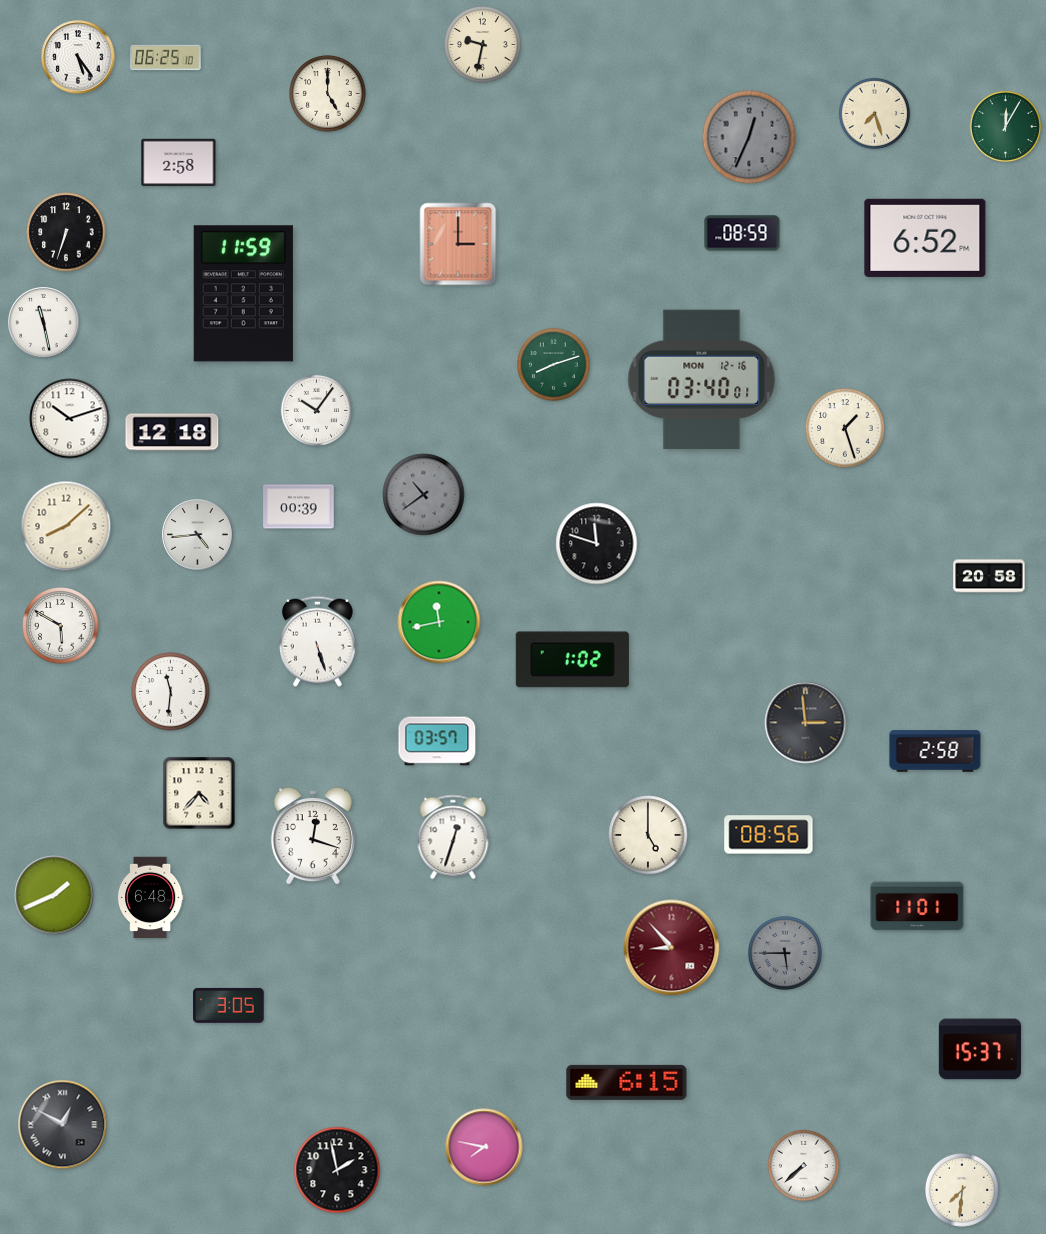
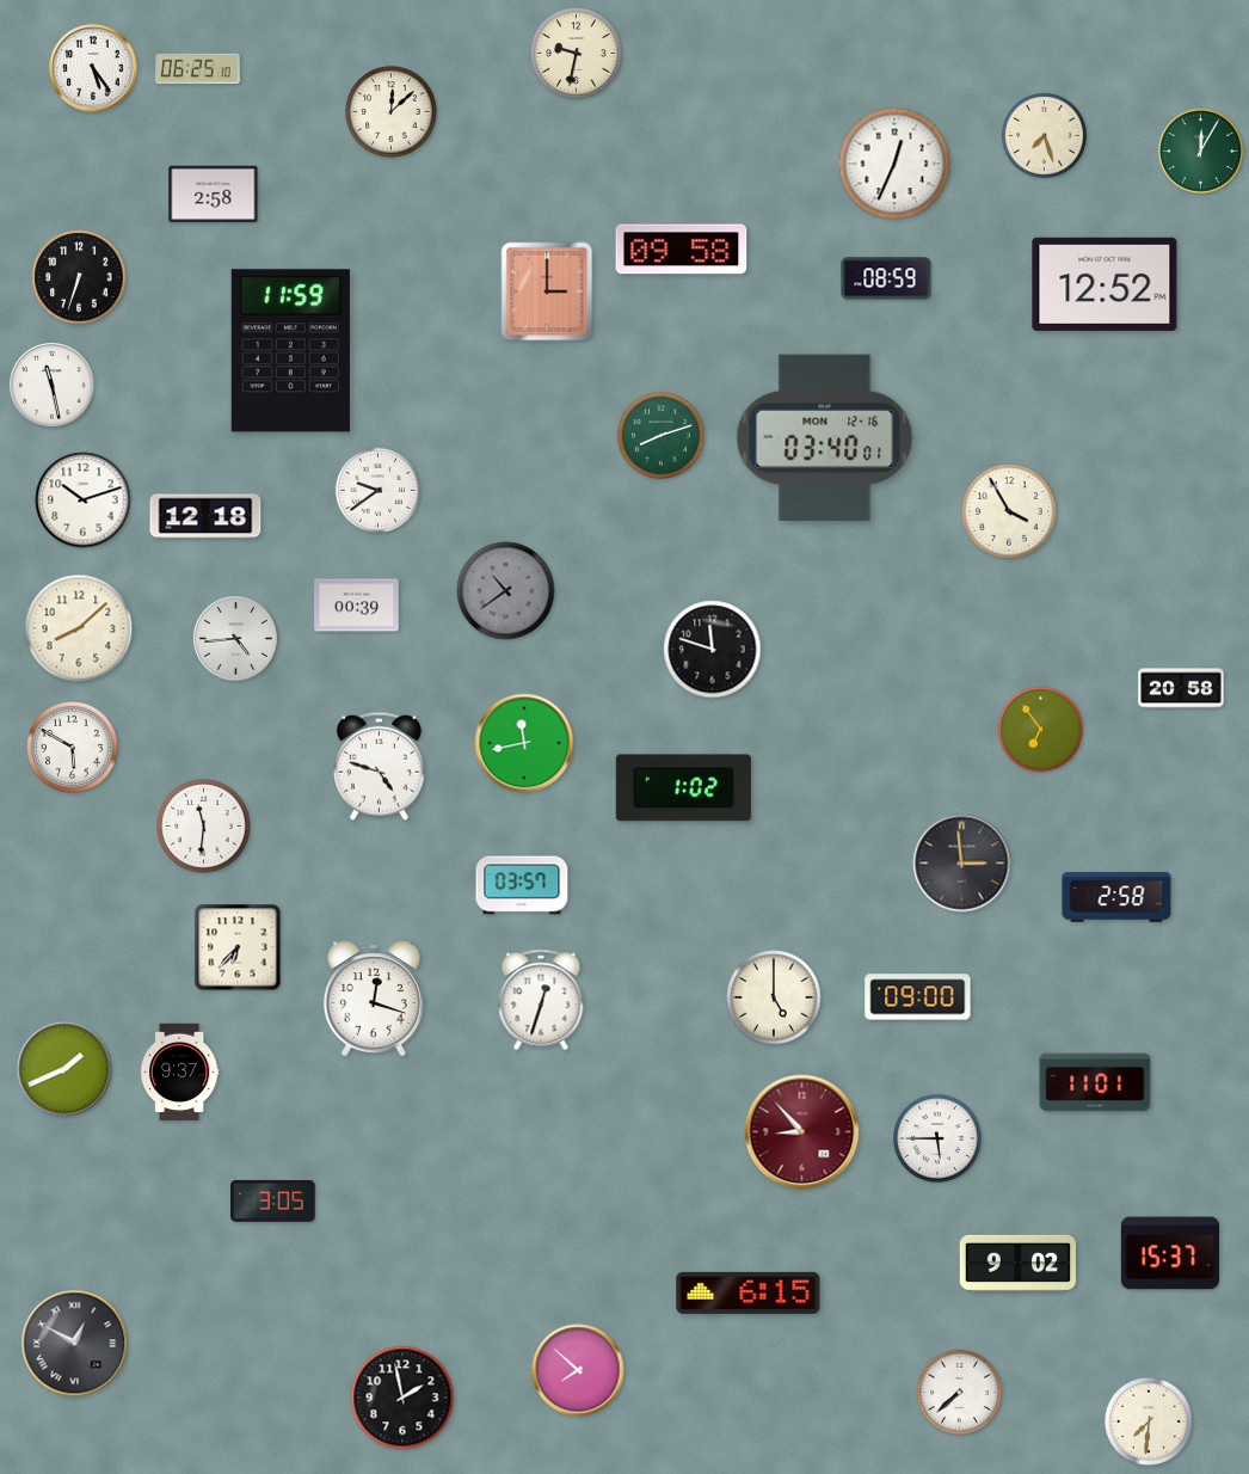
clock at (328, 94): 5:00 -> 12:08
clock at (749, 137) dial: grey -> white
clock at (682, 250): none -> 09:58
clock at (925, 238): 6:52 -> 12:52
clock at (702, 380) position: (702, 380) -> (825, 438)
clock at (316, 410): 10:06 -> 9:39
clock at (845, 428): 1:27 -> 3:55
clock at (1040, 729): none -> 6:54
clock at (317, 641): 5:27 -> 4:48
clock at (199, 793): 4:37 -> 6:37
clock at (769, 835): 08:56 -> 09:00
clock at (150, 898): 6:48 -> 9:37
clock at (785, 953) dial: grey -> white
clock at (1017, 1263): none -> 9:02
clock at (484, 1147): 7:47 -> 7:52
